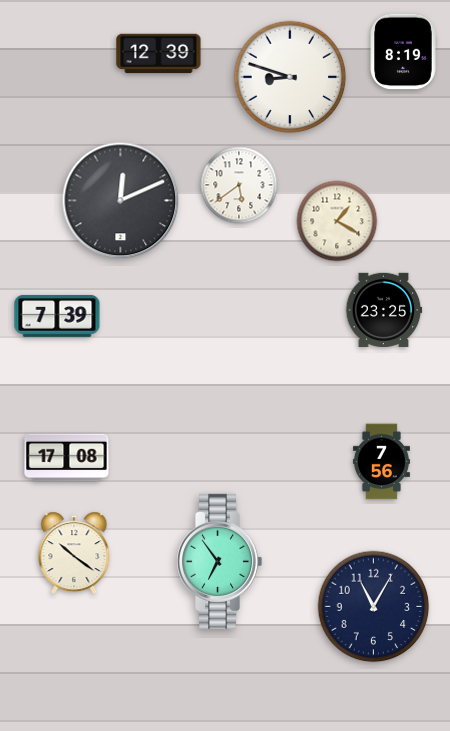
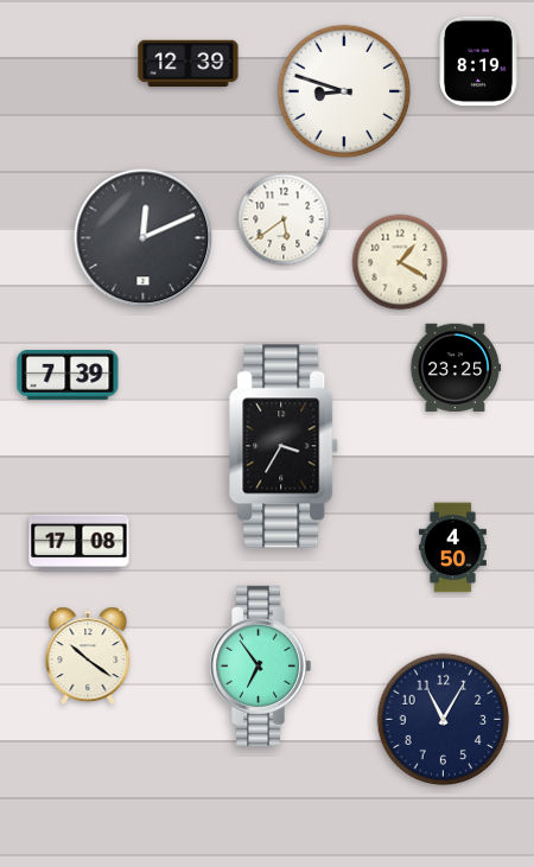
clock at (285, 446): none -> 3:35
clock at (381, 462): 7:56 -> 4:50
